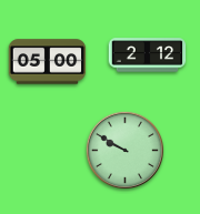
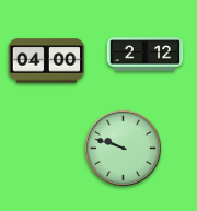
clock at (48, 62): 05:00 -> 04:00
clock at (124, 150): 9:50 -> 9:48
